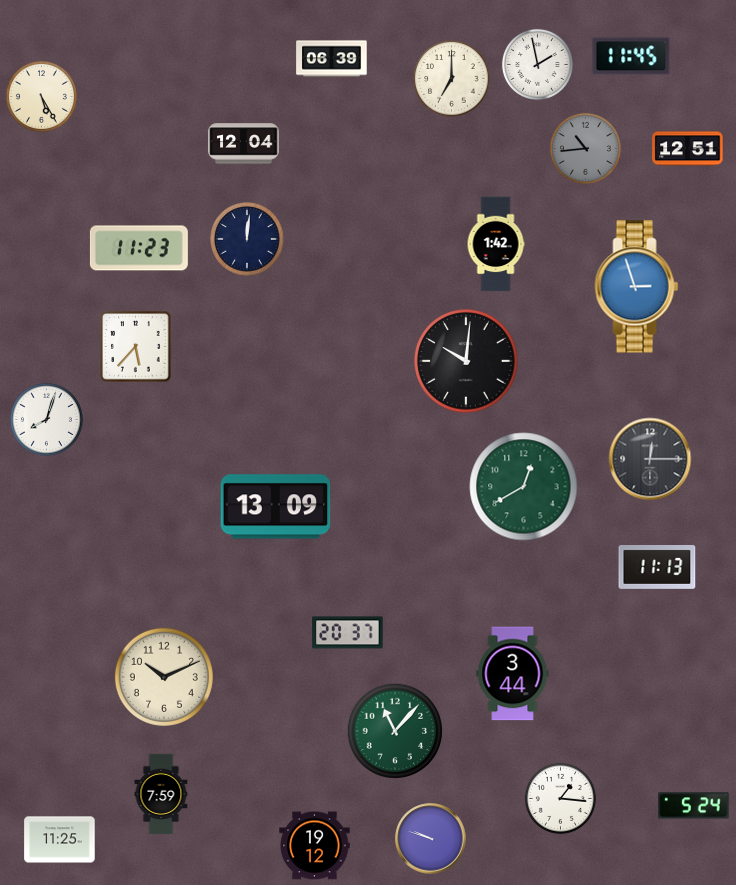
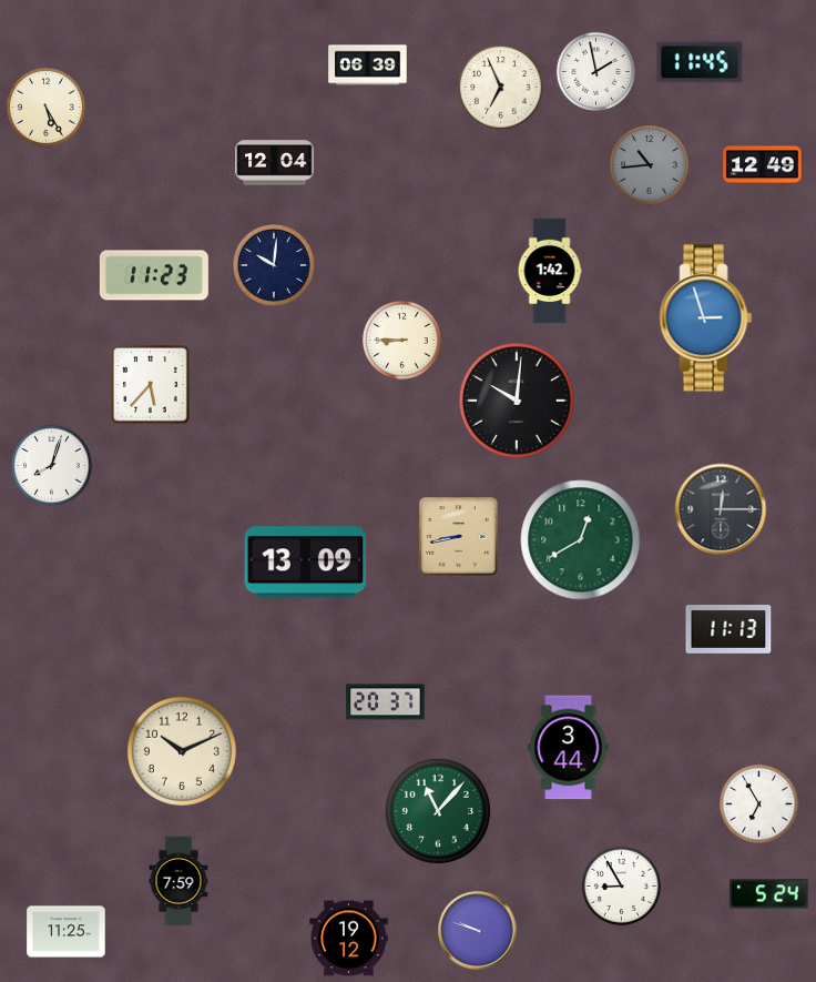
clock at (452, 79): 7:00 -> 6:56
clock at (244, 144) position: (244, 144) -> (275, 163)
clock at (688, 149): 12:51 -> 12:49
clock at (247, 239): 12:01 -> 10:01
clock at (401, 340): none -> 8:45
clock at (459, 537): none -> 8:43
clock at (758, 803): none -> 6:55
clock at (560, 798): 1:16 -> 8:55
